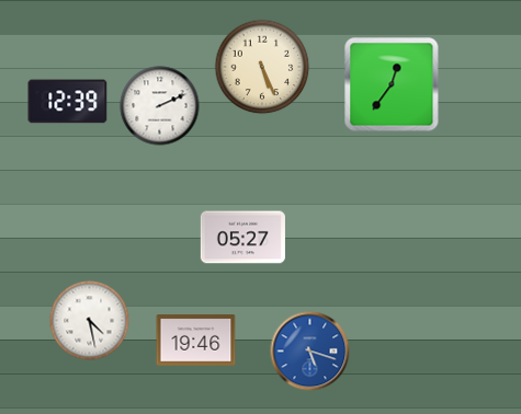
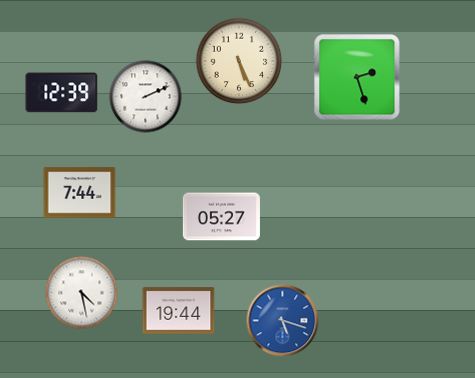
clock at (392, 84): 12:36 -> 2:27
clock at (80, 193): none -> 7:44
clock at (196, 341): 19:46 -> 19:44
